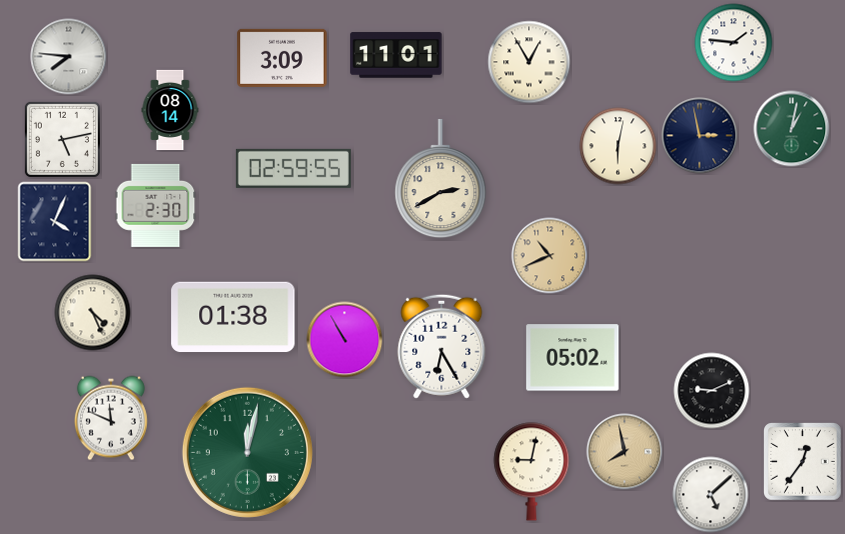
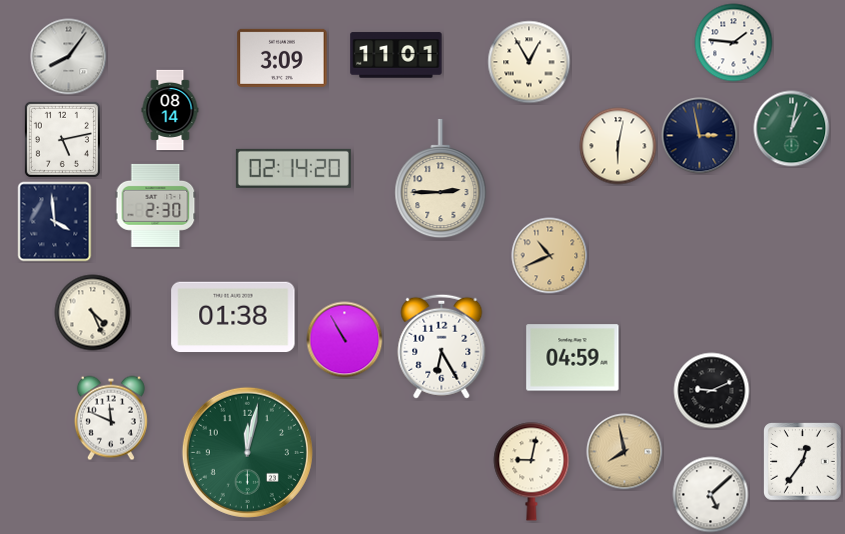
clock at (69, 57): 7:46 -> 8:06
clock at (293, 168): 02:59 -> 02:14
clock at (441, 180): 2:40 -> 2:45
clock at (55, 222): 4:04 -> 3:59
clock at (573, 358): 05:02 -> 04:59
